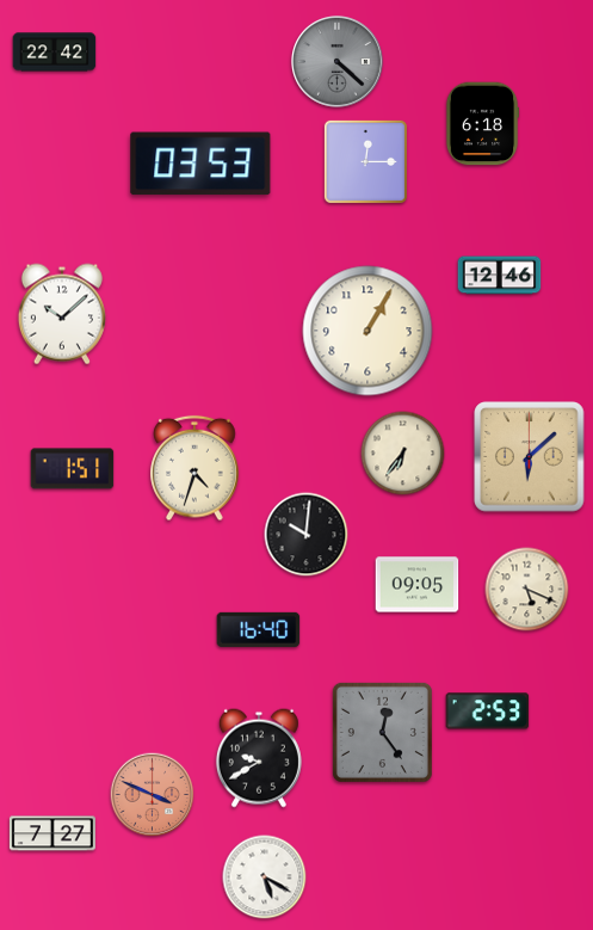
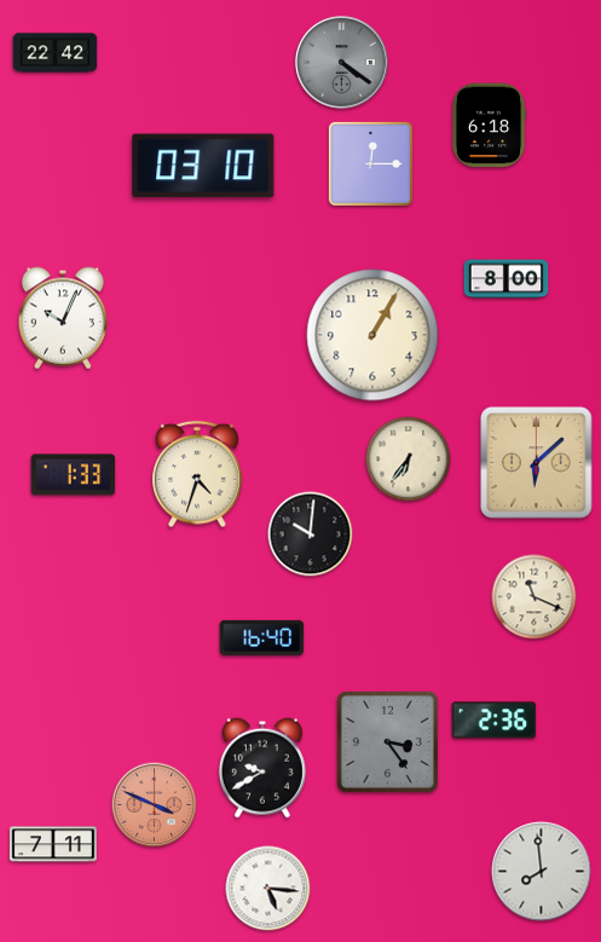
clock at (338, 62): 4:22 -> 4:21
clock at (200, 164): 03:53 -> 03:10
clock at (500, 276): 12:46 -> 8:00
clock at (62, 314): 10:08 -> 10:04
clock at (73, 469): 1:51 -> 1:33
clock at (307, 535) position: (307, 535) -> (311, 534)
clock at (418, 585): 09:05 -> none
clock at (527, 590): 5:19 -> 11:19
clock at (488, 712): 2:53 -> 2:36
clock at (382, 732): 12:24 -> 3:24
clock at (52, 833): 7:27 -> 7:11
clock at (542, 872): none -> 7:59
clock at (265, 877): 5:20 -> 5:16
